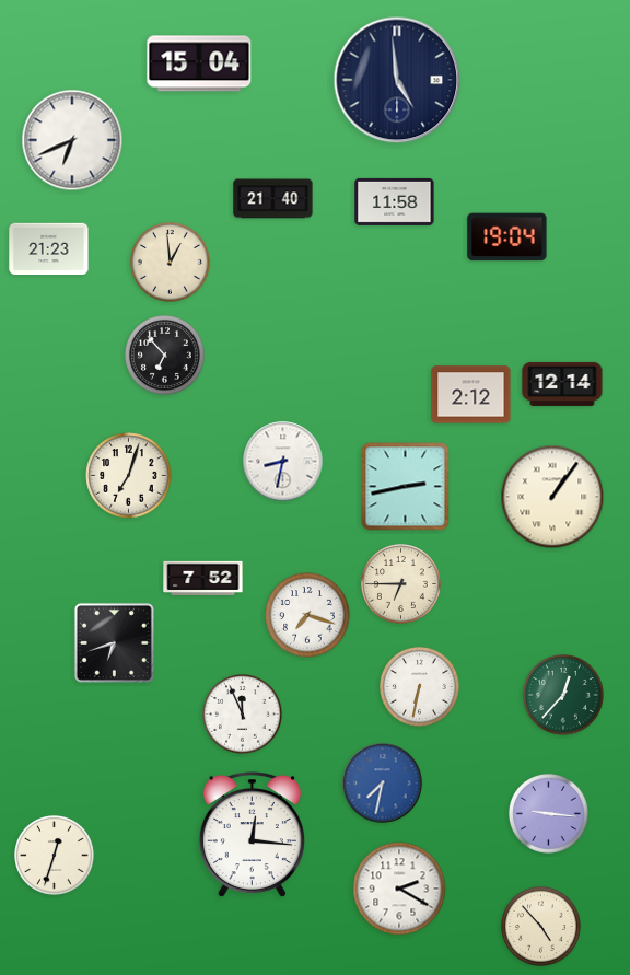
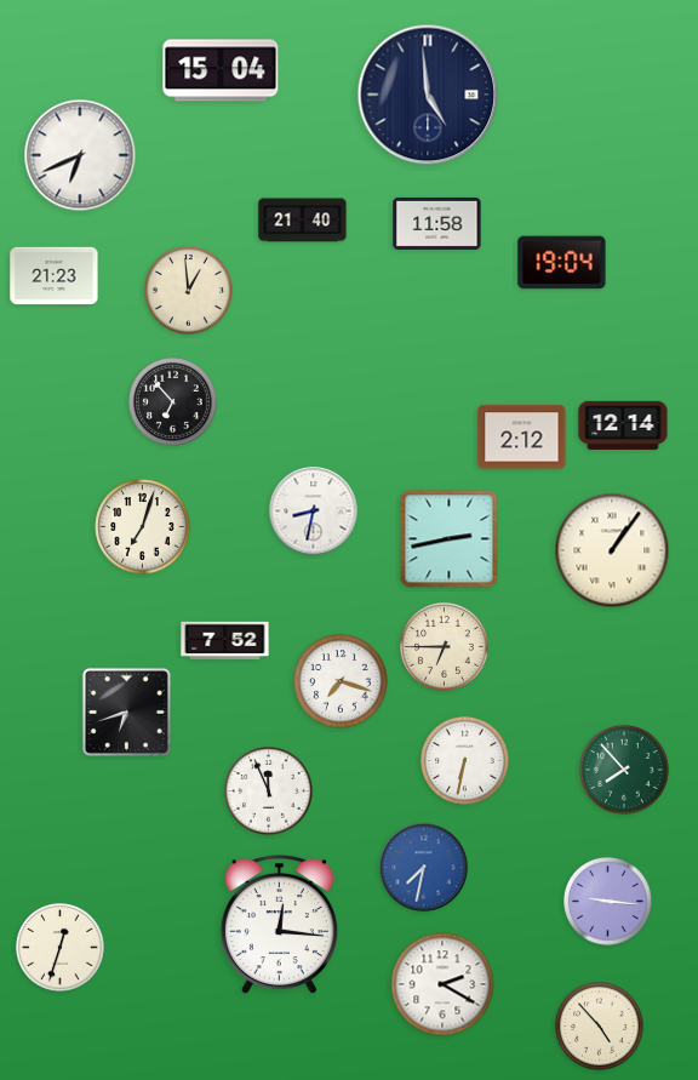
clock at (397, 80) position: (397, 80) -> (428, 95)
clock at (165, 356) position: (165, 356) -> (173, 402)
clock at (563, 695): 12:37 -> 7:53
